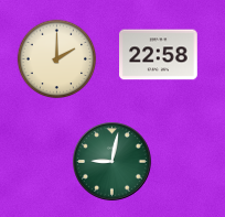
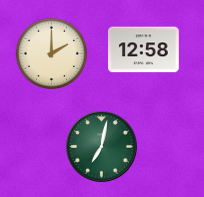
clock at (159, 55): 22:58 -> 12:58
clock at (113, 162): 9:02 -> 7:02
